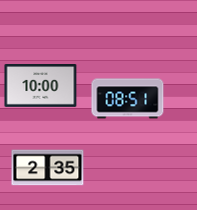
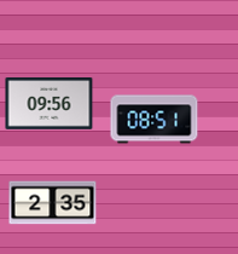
clock at (41, 86): 10:00 -> 09:56
clock at (48, 168) position: (48, 168) -> (53, 203)
